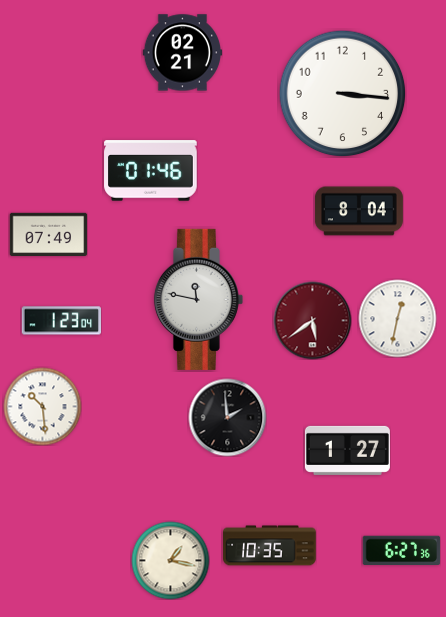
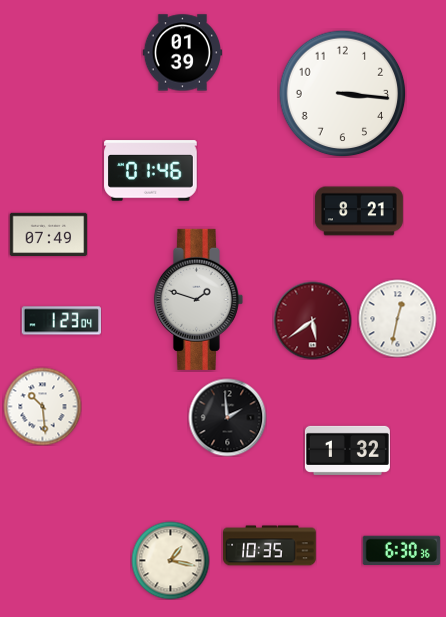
clock at (182, 53): 02:21 -> 01:39
clock at (359, 211): 8:04 -> 8:21
clock at (198, 299): 11:47 -> 1:48
clock at (347, 450): 1:27 -> 1:32
clock at (401, 551): 6:27 -> 6:30
